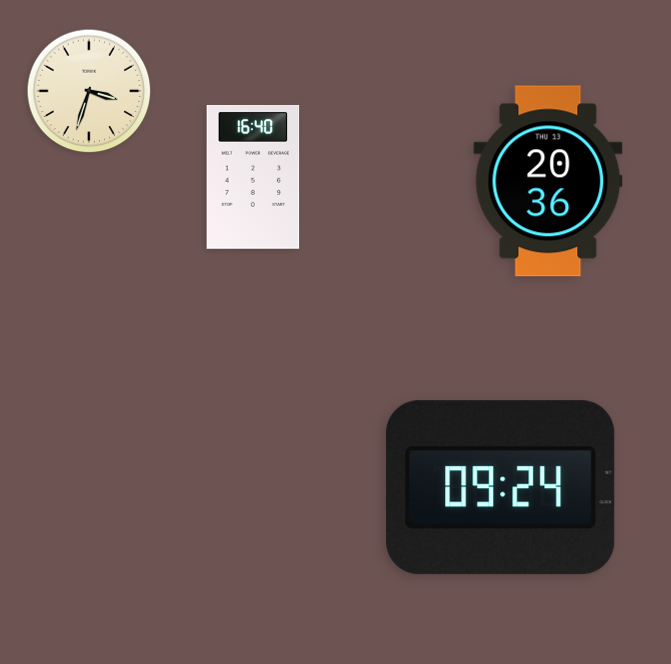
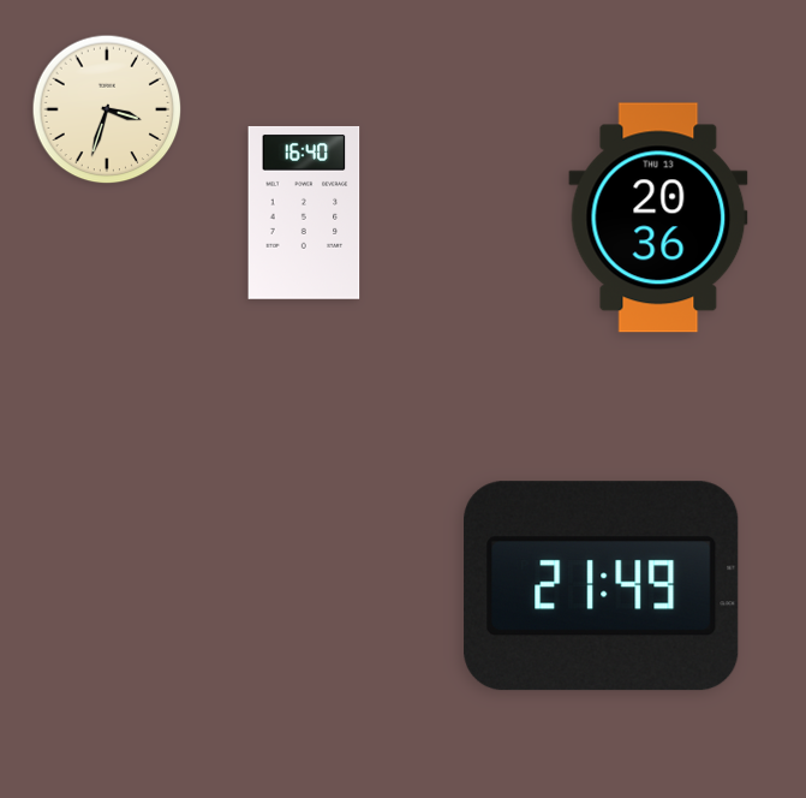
clock at (501, 488): 09:24 -> 21:49
